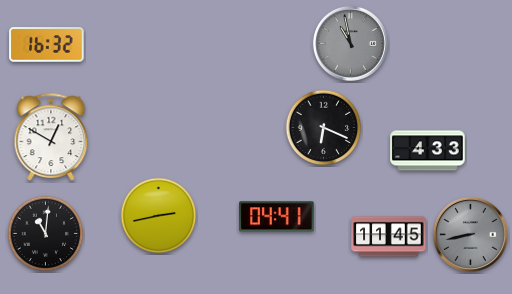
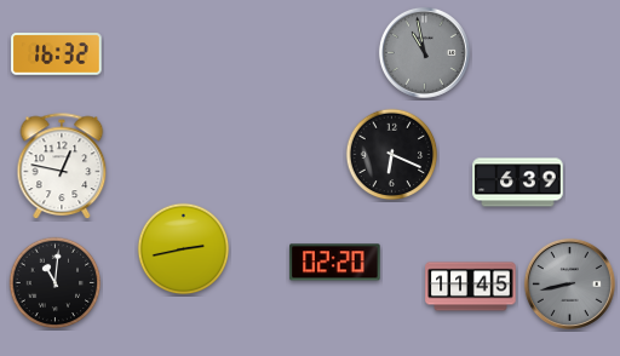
clock at (51, 138): 12:50 -> 12:47
clock at (428, 151): 4:33 -> 6:39
clock at (159, 216) position: (159, 216) -> (184, 249)
clock at (277, 217): 04:41 -> 02:20
